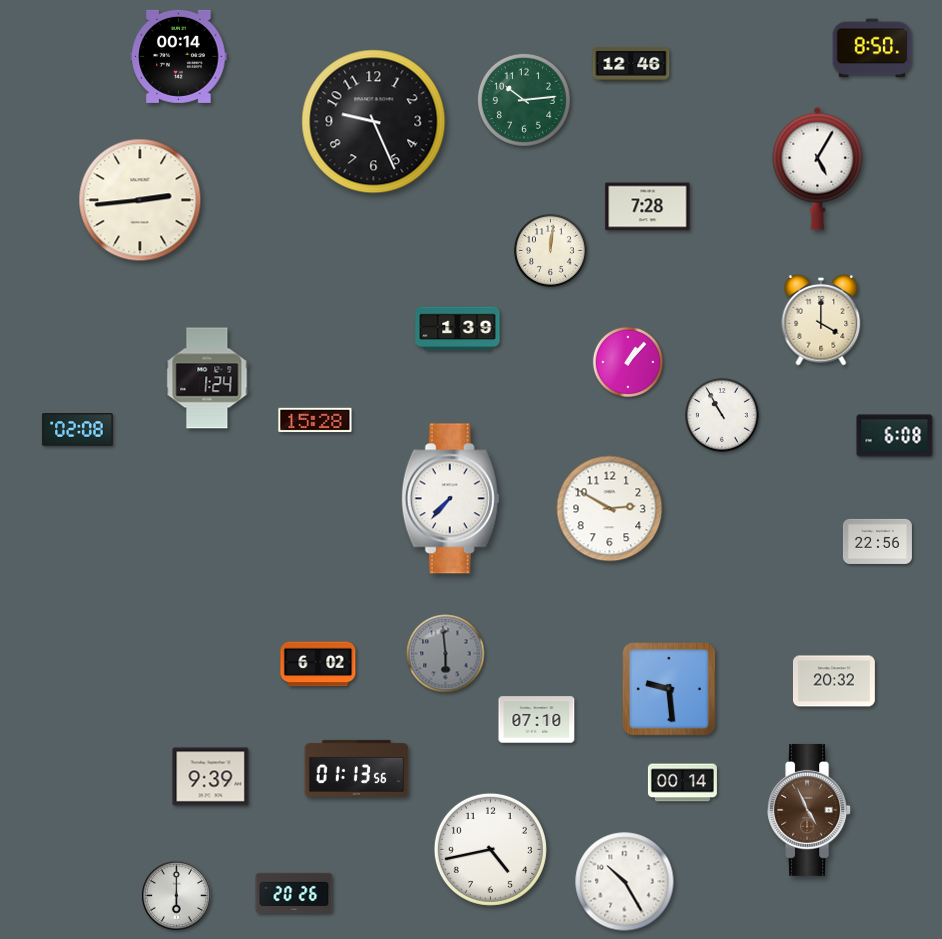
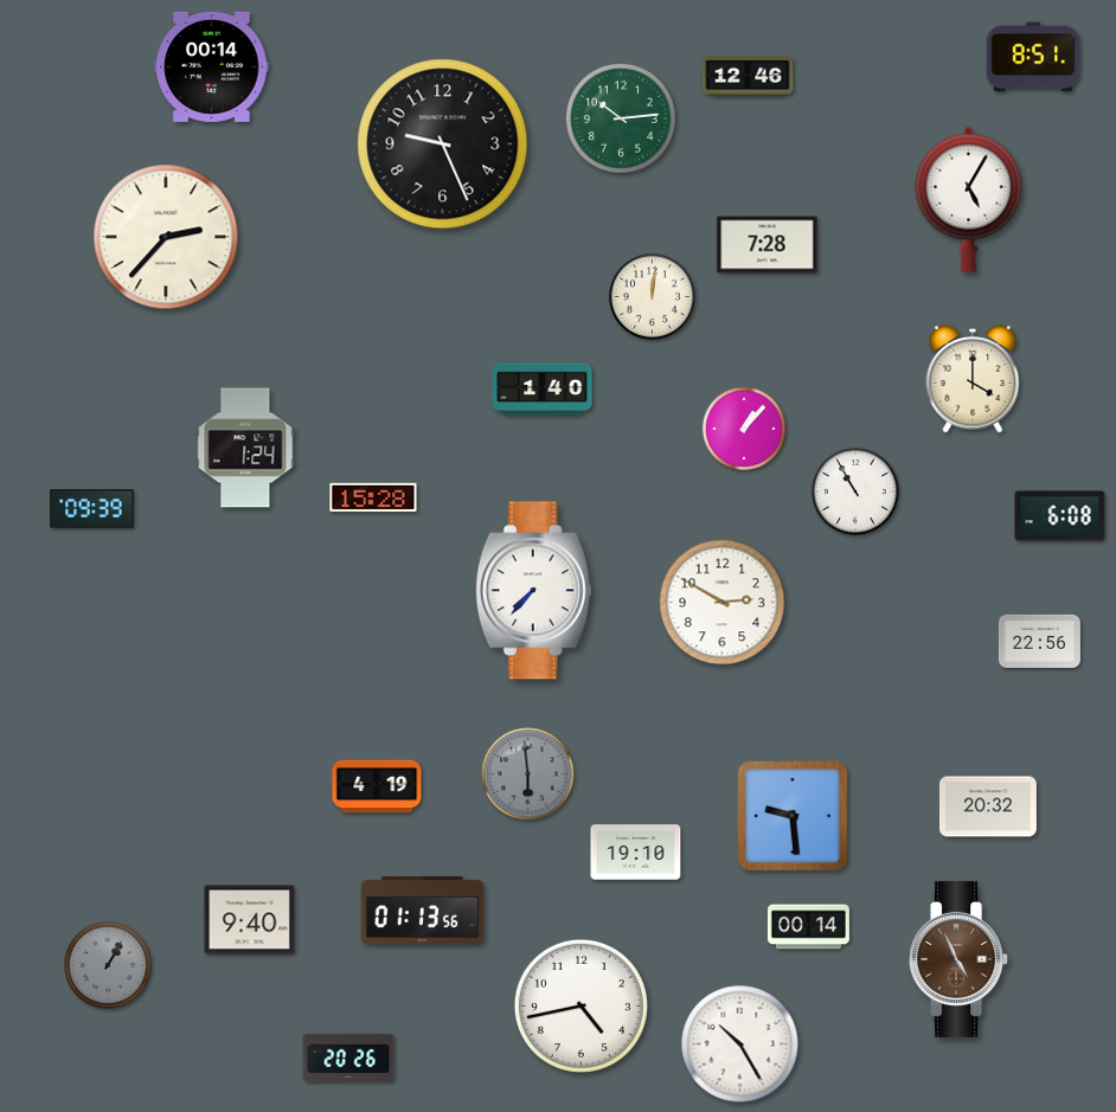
clock at (872, 48): 8:50 -> 8:51
clock at (140, 200): 2:44 -> 2:37
clock at (458, 329): 1:39 -> 1:40
clock at (78, 430): 02:08 -> 09:39
clock at (318, 664): 6:02 -> 4:19
clock at (537, 720): 07:10 -> 19:10
clock at (211, 777): 9:39 -> 9:40
clock at (109, 966): none -> 1:05
clock at (177, 896): 6:00 -> none
